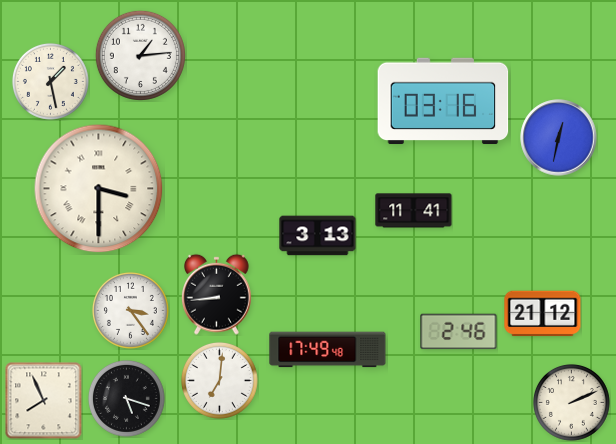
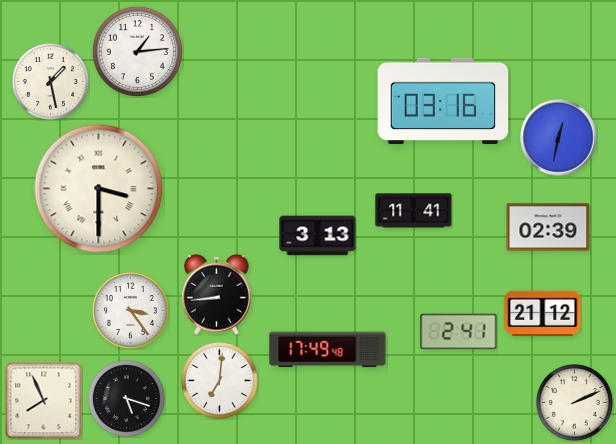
clock at (140, 55) position: (140, 55) -> (137, 51)
clock at (548, 227): none -> 02:39
clock at (459, 332): 2:46 -> 2:41
clock at (571, 402) position: (571, 402) -> (574, 402)
